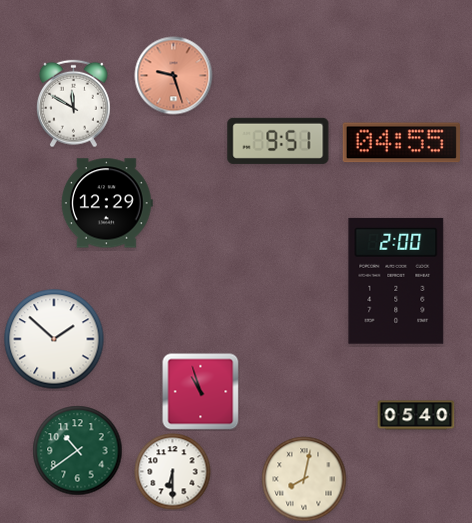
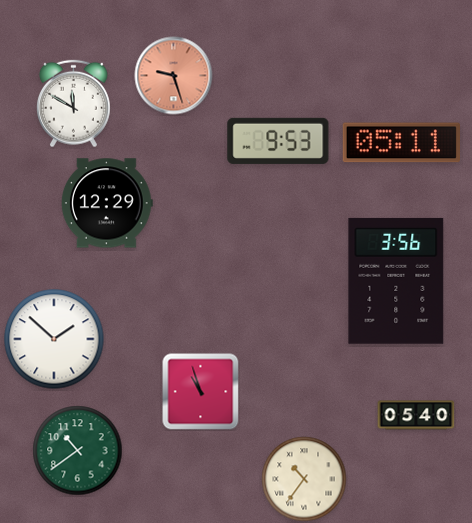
clock at (278, 141): 9:51 -> 9:53
clock at (401, 143): 04:55 -> 05:11
clock at (396, 281): 2:00 -> 3:56
clock at (173, 472): 6:30 -> none
clock at (304, 479): 8:02 -> 10:36
